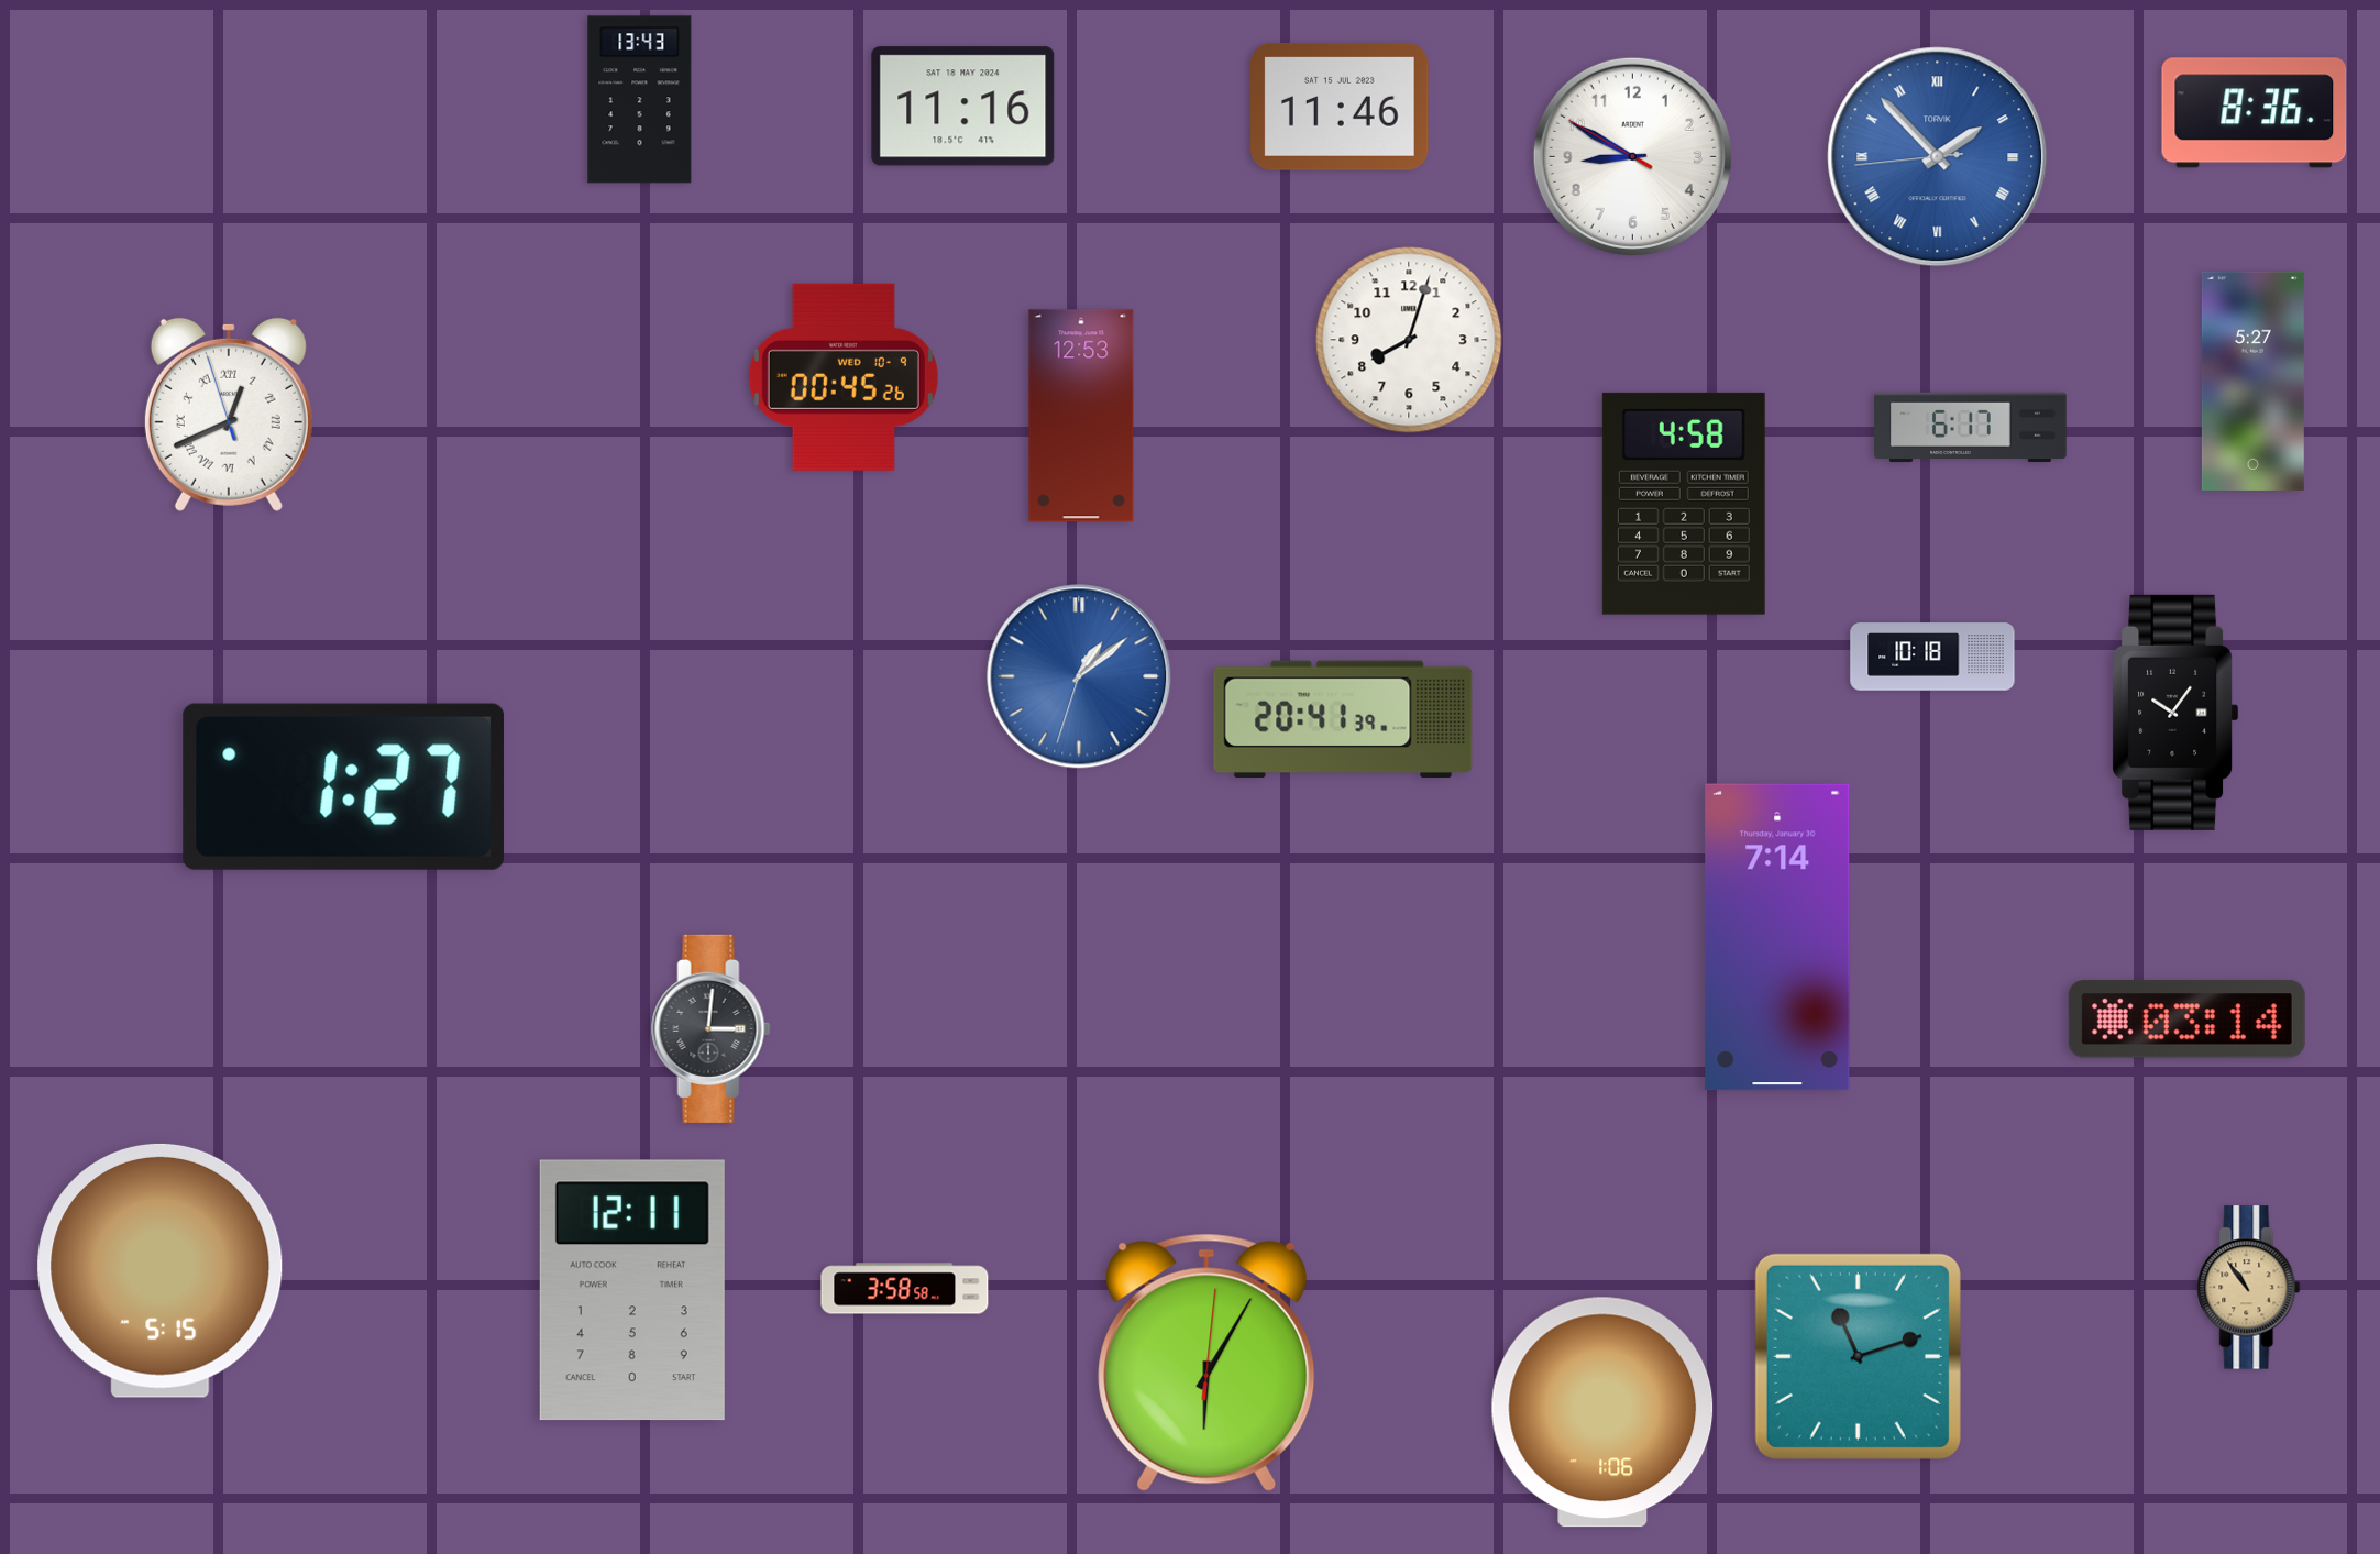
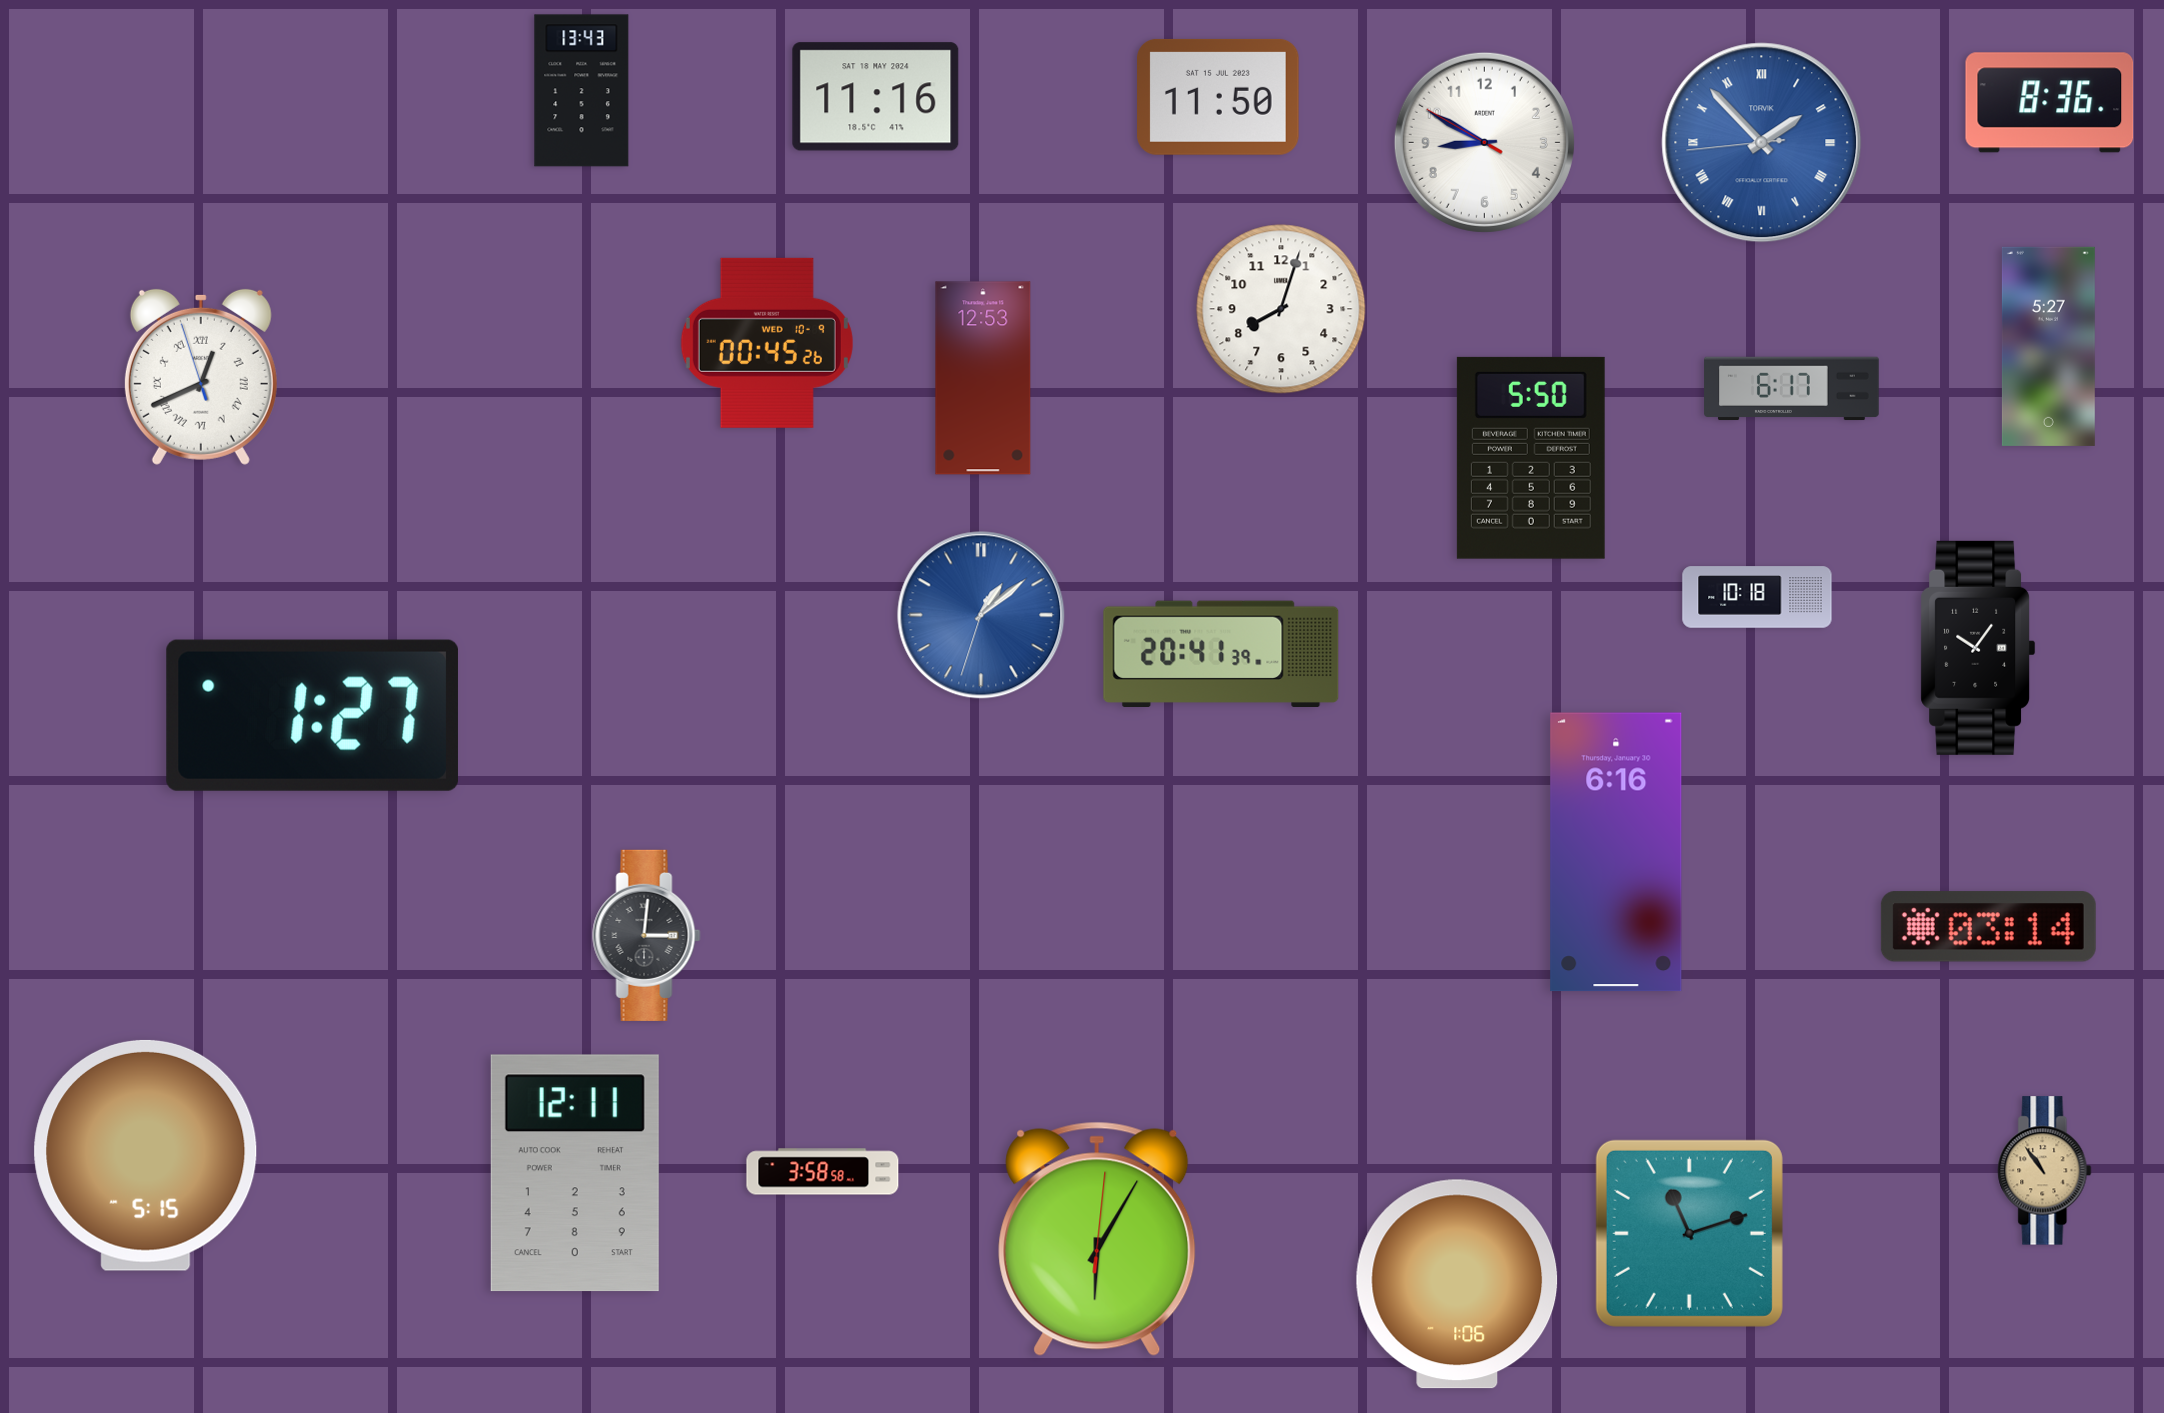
clock at (1340, 107): 11:46 -> 11:50
clock at (229, 415) position: (229, 415) -> (201, 377)
clock at (1684, 504): 4:58 -> 5:50
clock at (1777, 937): 7:14 -> 6:16
